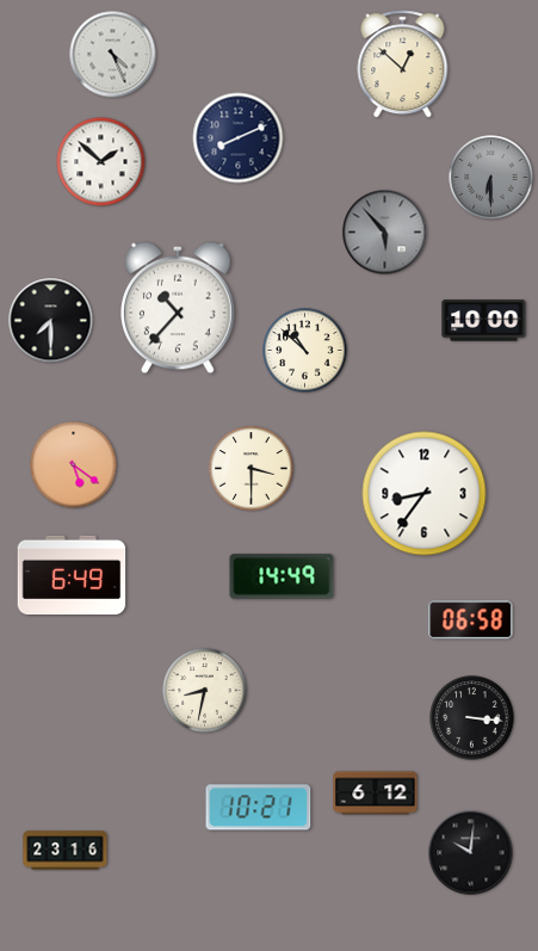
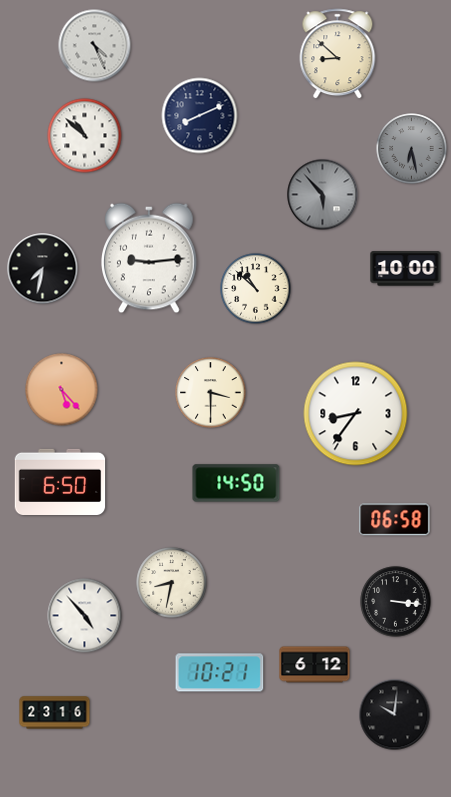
clock at (403, 64): 12:52 -> 8:52
clock at (101, 162): 1:52 -> 10:52
clock at (491, 178): 6:30 -> 6:28
clock at (179, 308): 10:37 -> 9:14
clock at (51, 321): 7:30 -> 7:32
clock at (305, 351) position: (305, 351) -> (256, 289)
clock at (74, 465): 5:21 -> 5:23
clock at (72, 574): 6:49 -> 6:50
clock at (282, 576): 14:49 -> 14:50
clock at (205, 691) position: (205, 691) -> (172, 583)
clock at (85, 616): none -> 4:53
clock at (259, 808) position: (259, 808) -> (220, 673)
